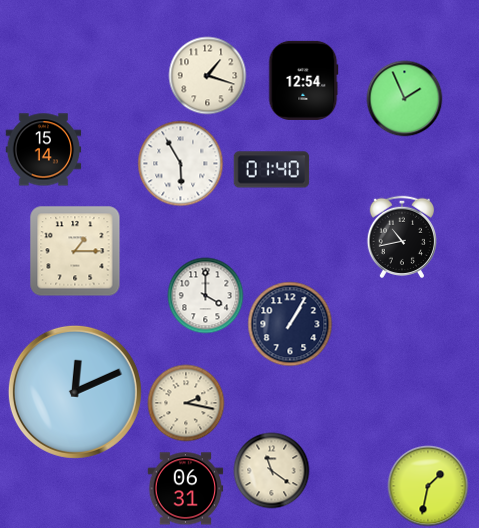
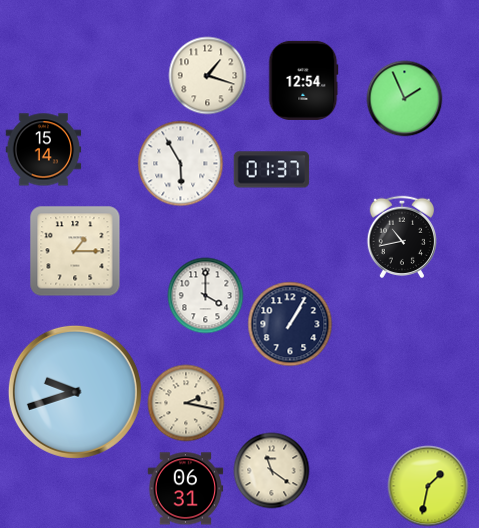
clock at (272, 170): 01:40 -> 01:37
clock at (75, 392): 12:11 -> 9:42
